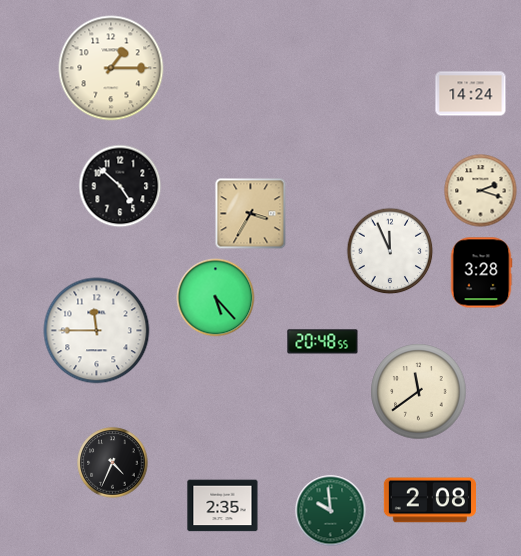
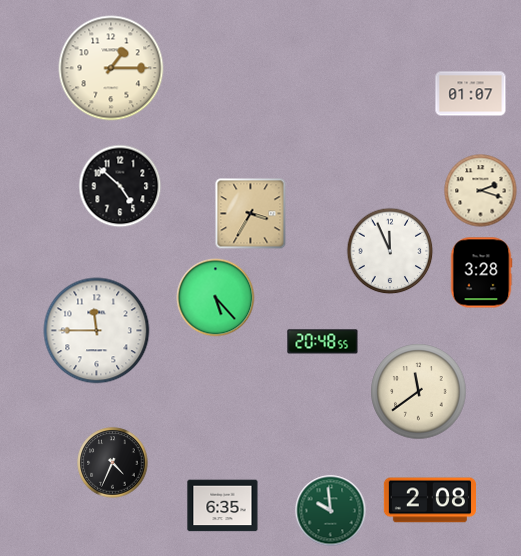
clock at (471, 94): 14:24 -> 01:07
clock at (223, 506): 2:35 -> 6:35
